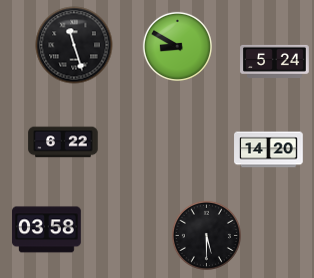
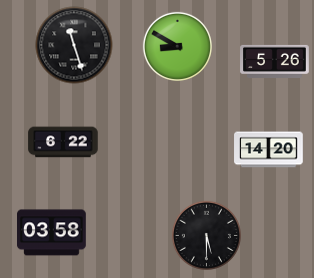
clock at (275, 61): 5:24 -> 5:26
clock at (47, 230) position: (47, 230) -> (52, 233)
